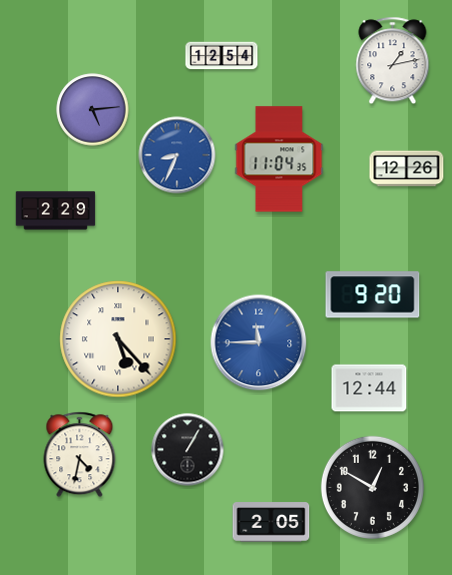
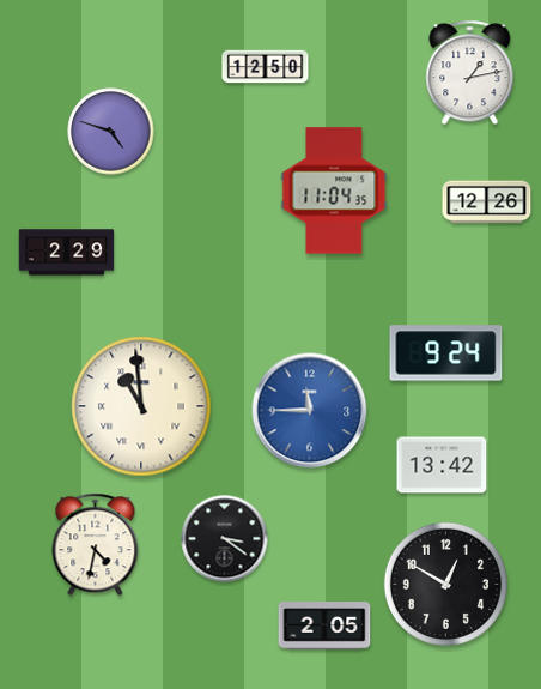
clock at (222, 56): 12:54 -> 12:50
clock at (93, 110): 5:14 -> 4:48
clock at (177, 155): 8:34 -> none
clock at (373, 295): 9:20 -> 9:24
clock at (118, 339): 5:23 -> 10:59
clock at (369, 388): 12:44 -> 13:42
clock at (188, 450): 1:05 -> 3:21
